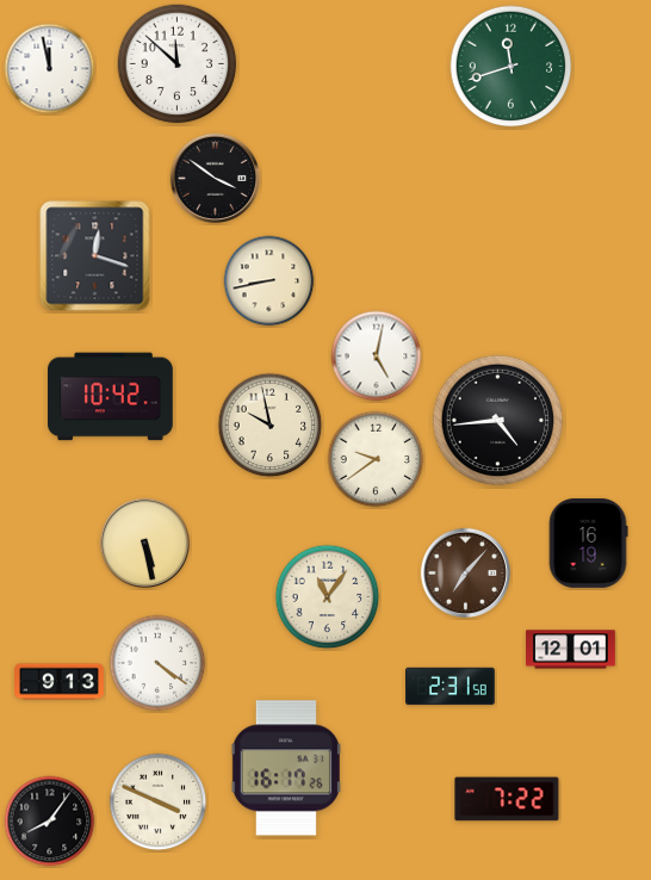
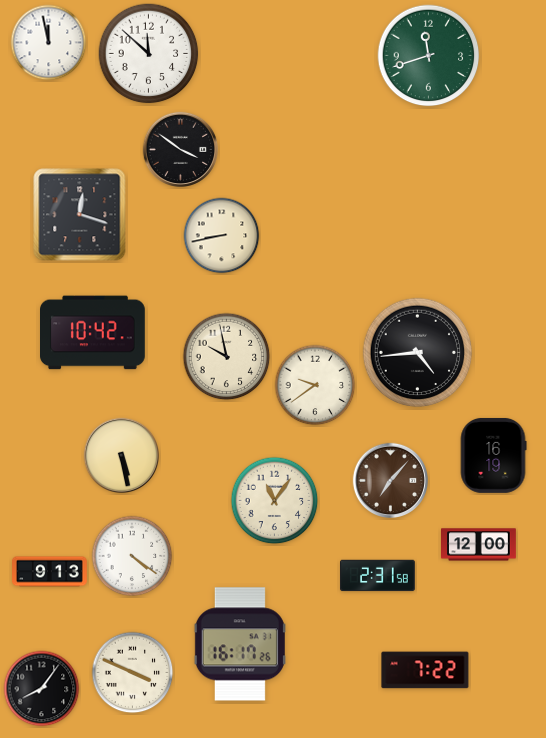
clock at (50, 69) position: (50, 69) -> (49, 43)
clock at (269, 281) position: (269, 281) -> (222, 236)
clock at (377, 357): 5:02 -> none
clock at (571, 650): 12:01 -> 12:00
